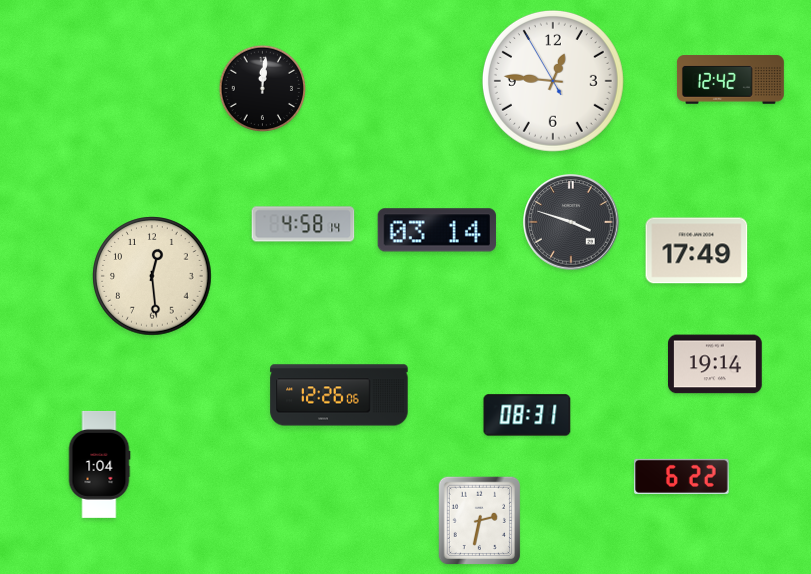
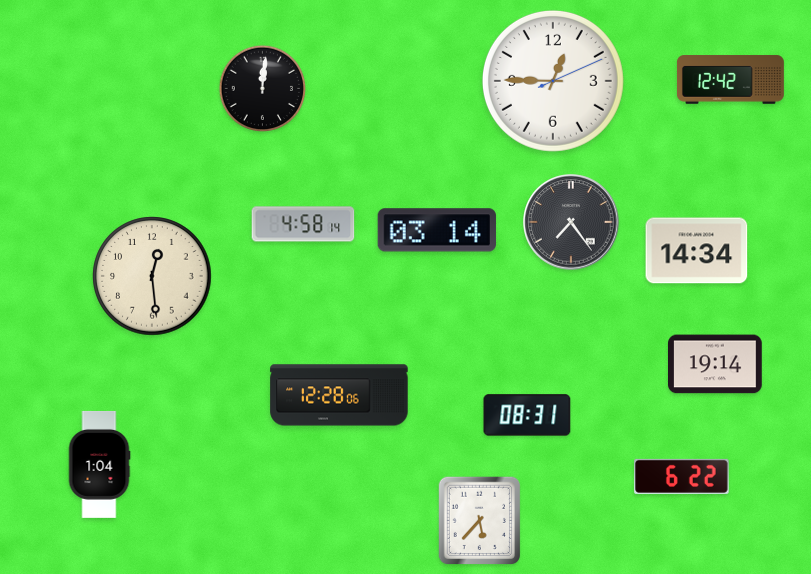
clock at (553, 81): 12:45:55 -> 12:45:11
clock at (571, 222): 3:48 -> 7:24
clock at (697, 251): 17:49 -> 14:34
clock at (339, 395): 12:26 -> 12:28
clock at (480, 521): 2:32 -> 5:37
